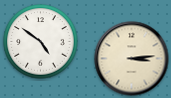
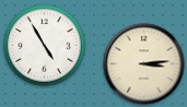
clock at (41, 42): 4:51 -> 4:55
